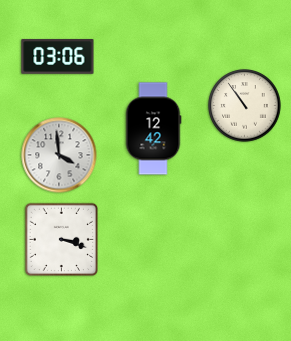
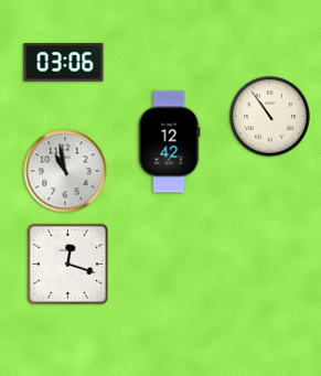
clock at (59, 155): 3:59 -> 10:58
clock at (61, 239): 3:18 -> 12:18
